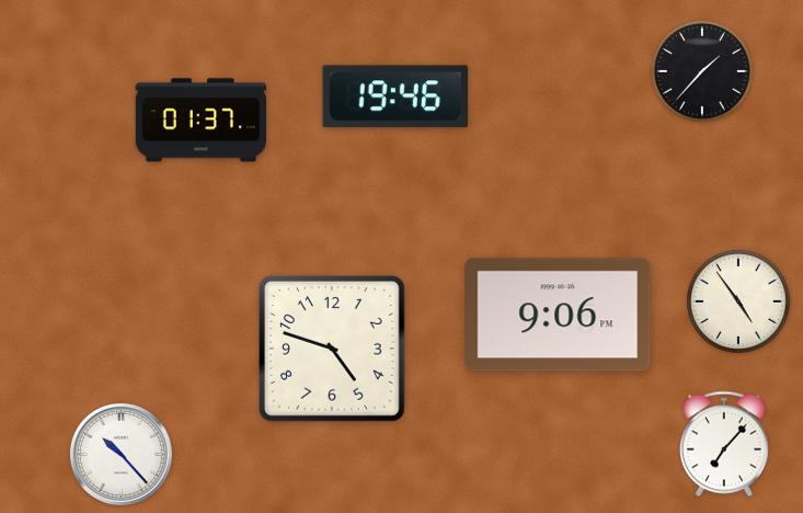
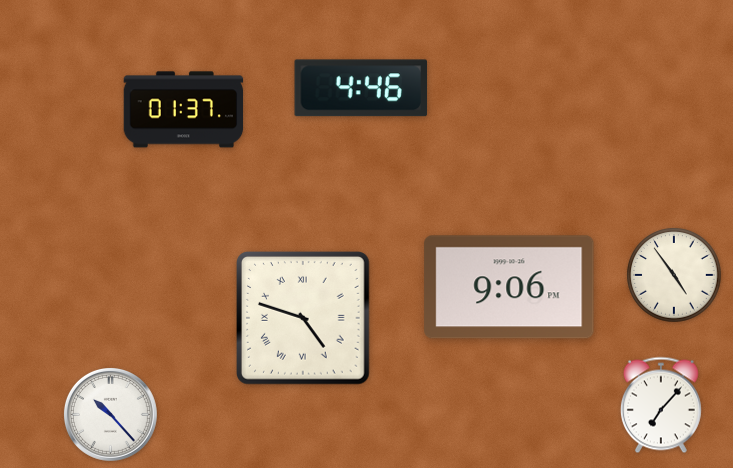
clock at (702, 71): 1:37 -> none
clock at (395, 96): 19:46 -> 4:46
clock at (333, 350) numerals: Arabic -> Roman
